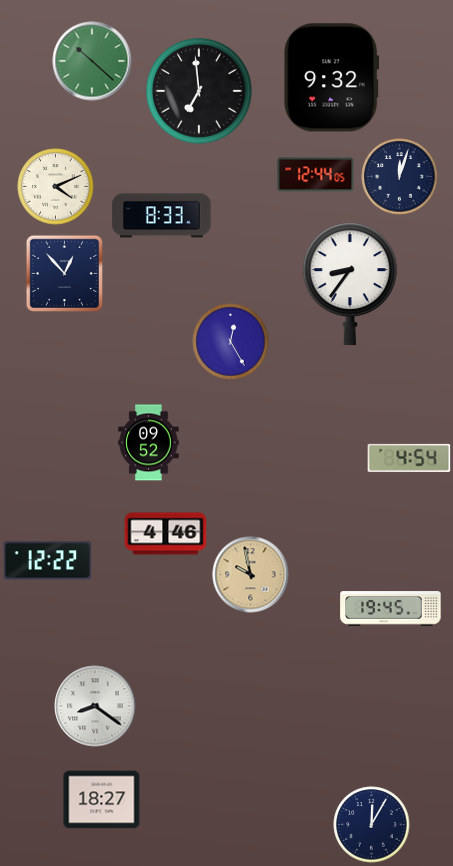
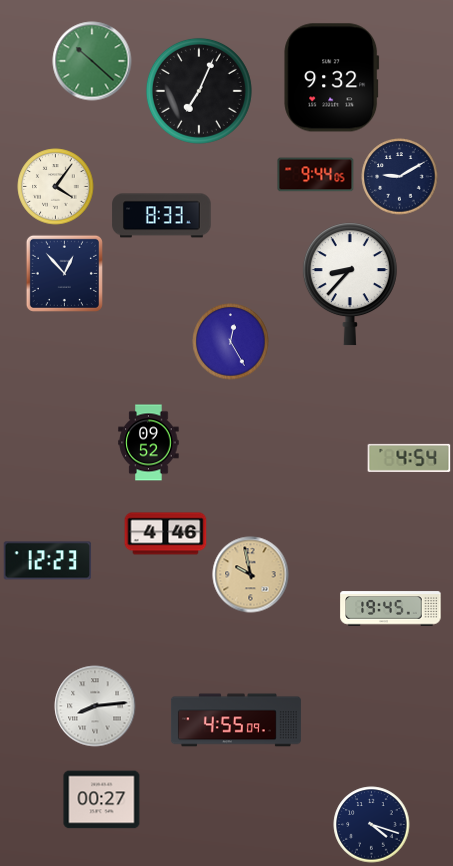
clock at (199, 91): 6:59 -> 7:04
clock at (316, 175): 12:44 -> 9:44
clock at (400, 177): 12:03 -> 9:10
clock at (56, 187): 4:11 -> 4:06
clock at (350, 284): 8:36 -> 8:37
clock at (48, 561): 12:22 -> 12:23
clock at (95, 706): 8:21 -> 8:14
clock at (236, 720): none -> 4:55
clock at (102, 800): 18:27 -> 00:27
clock at (372, 825): 12:05 -> 4:18
